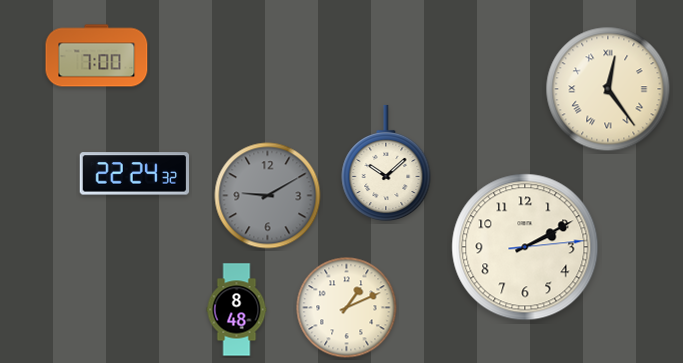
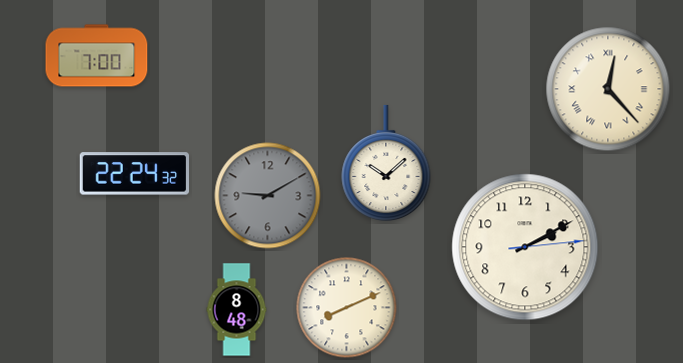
clock at (608, 89): 12:24 -> 12:23
clock at (347, 308): 1:11 -> 8:11
